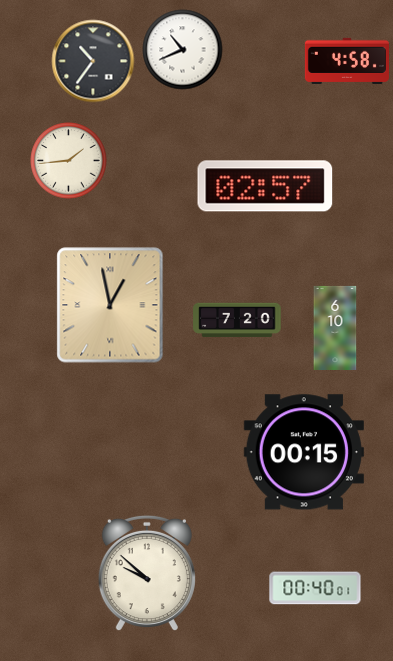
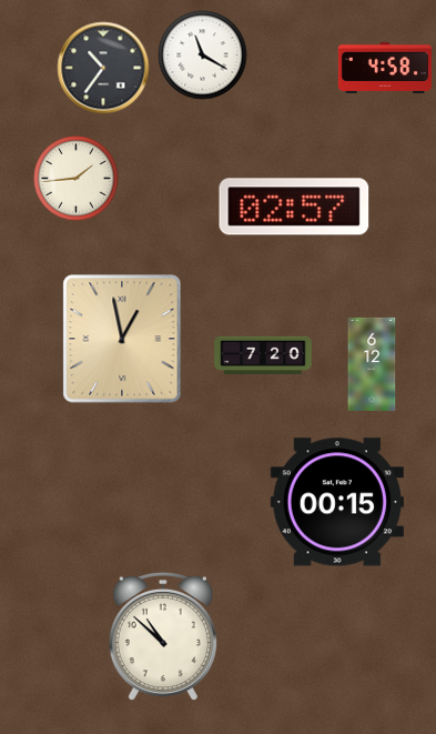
clock at (183, 50): 10:41 -> 11:20
clock at (335, 328): 6:10 -> 6:12
clock at (147, 573): 9:52 -> 10:52
clock at (315, 588): 00:40 -> none
